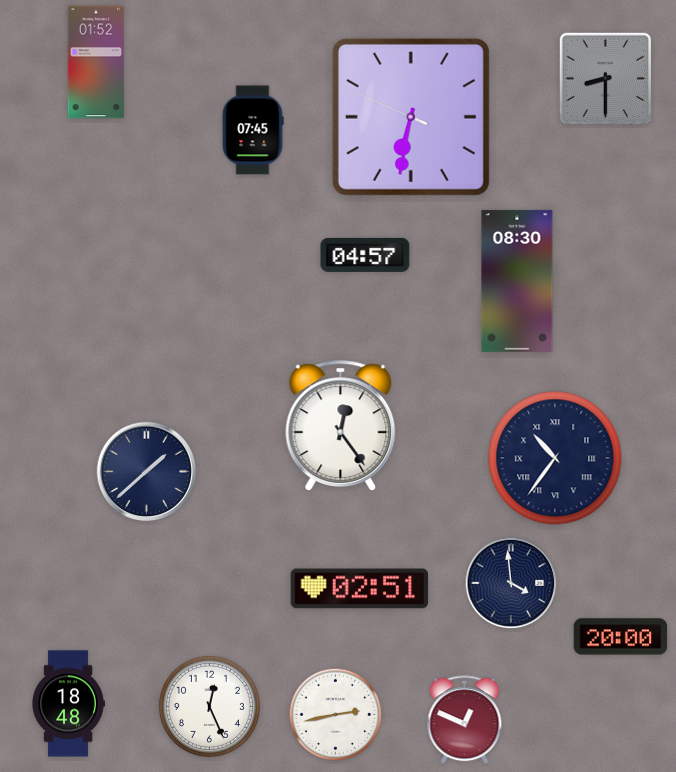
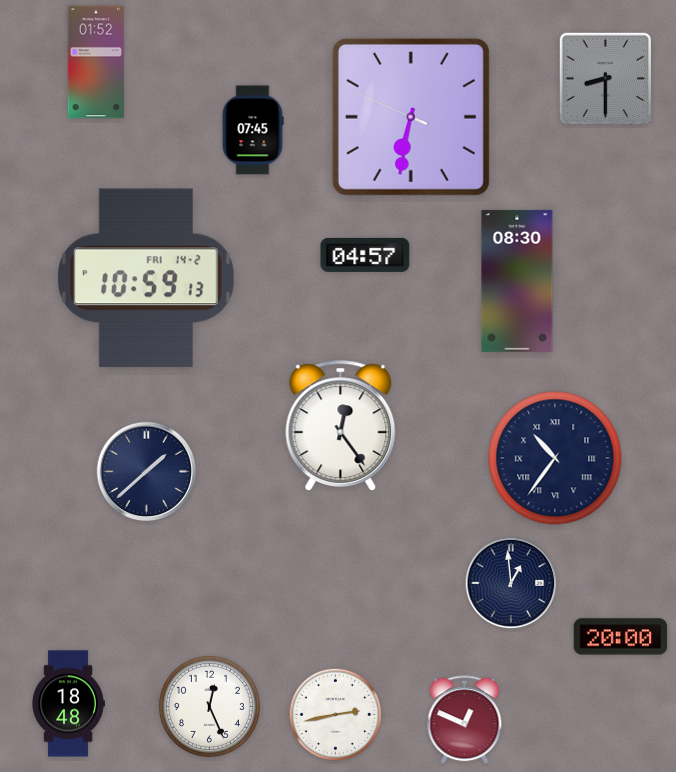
clock at (146, 278): none -> 10:59
clock at (511, 583): 3:59 -> 12:59
clock at (360, 589): 02:51 -> none
